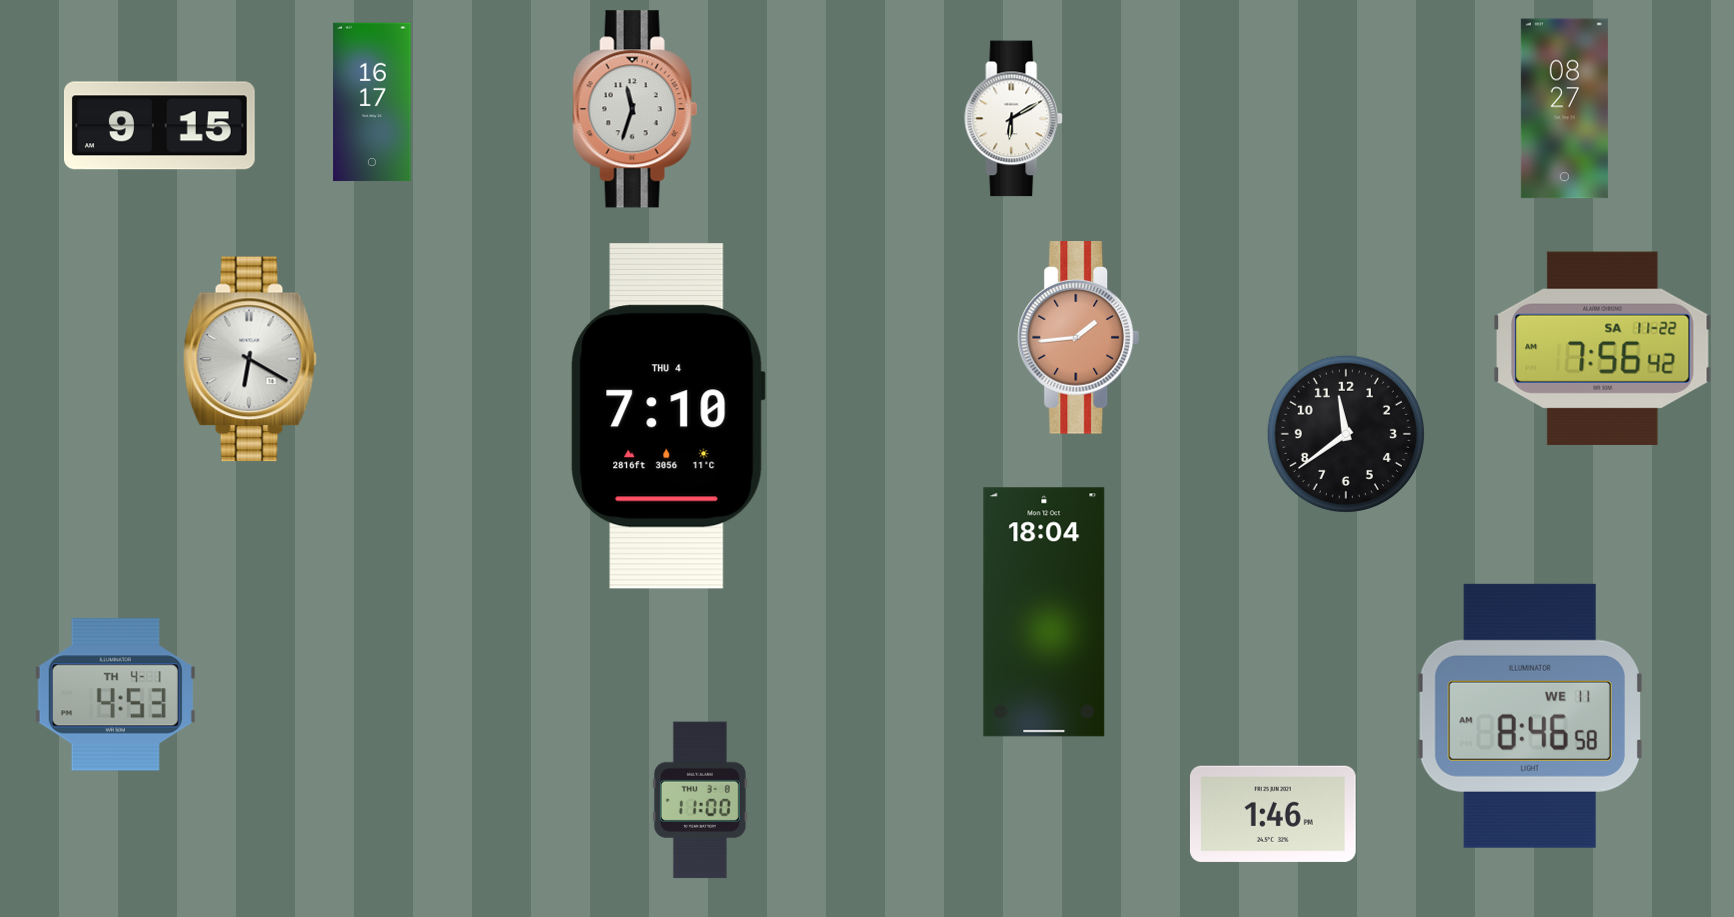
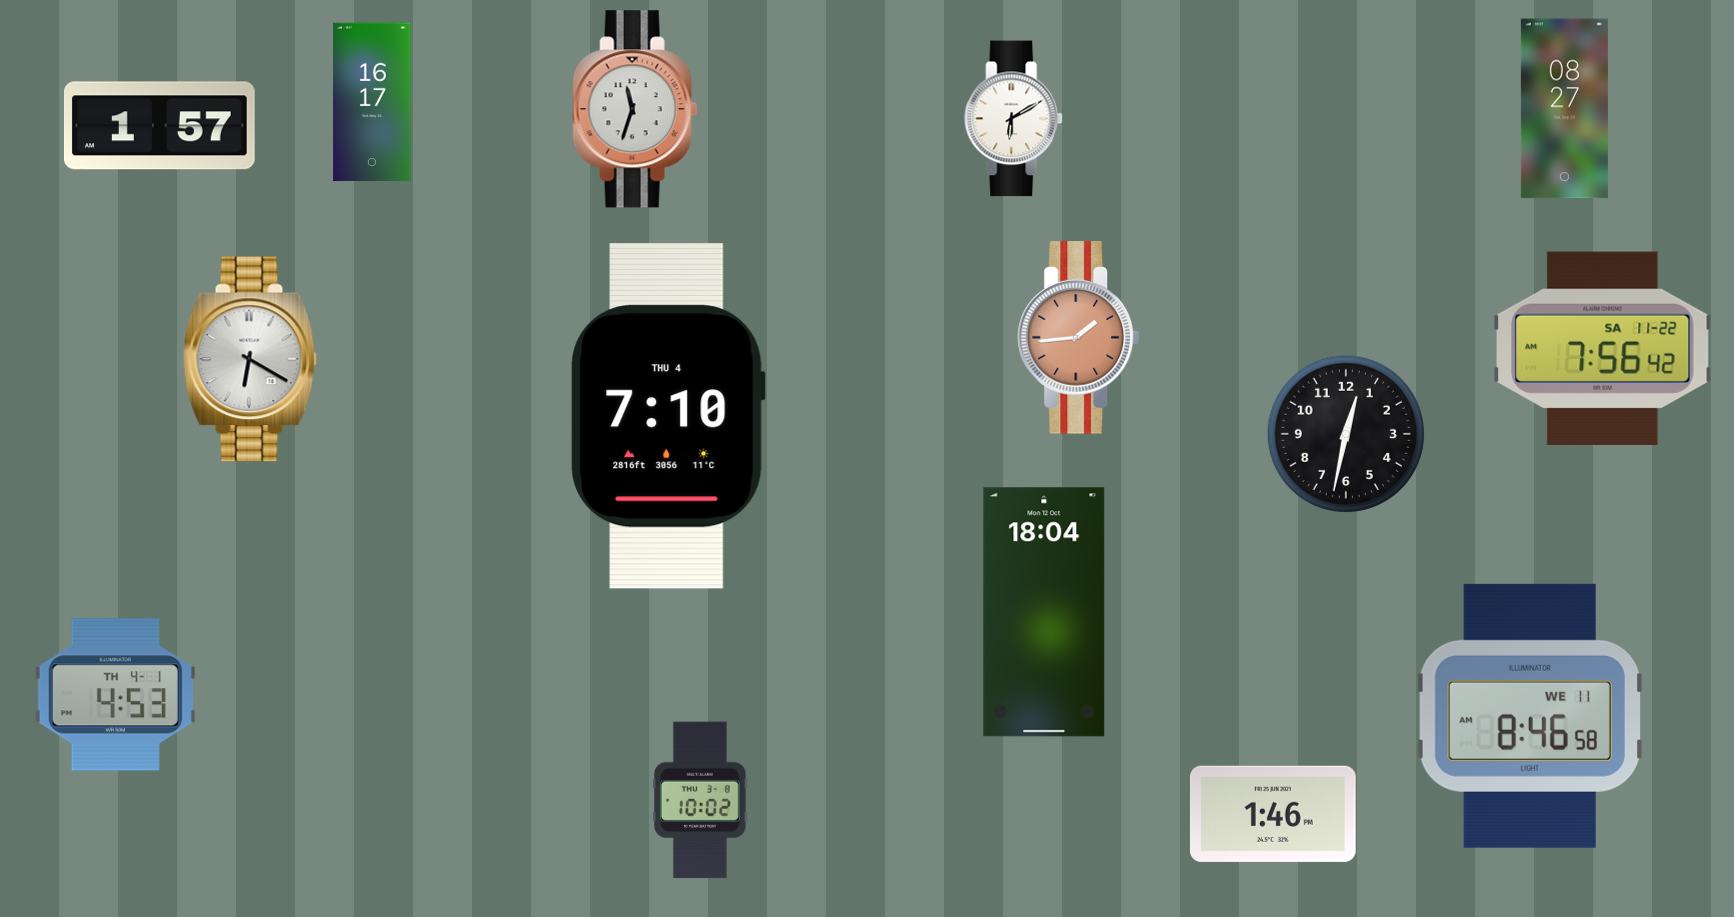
clock at (159, 126): 9:15 -> 1:57
clock at (1346, 434): 11:39 -> 12:32
clock at (700, 800): 11:00 -> 10:02
